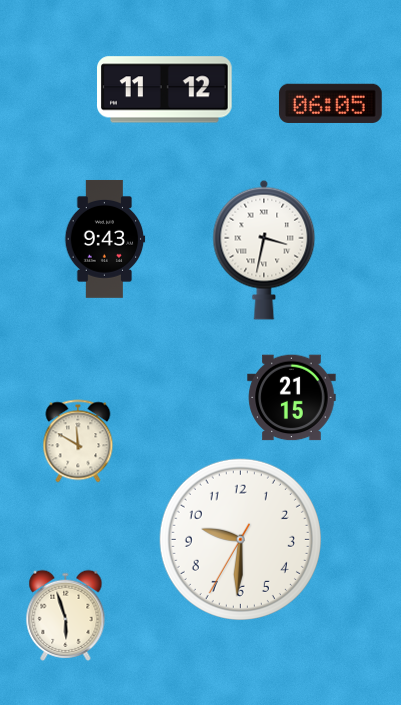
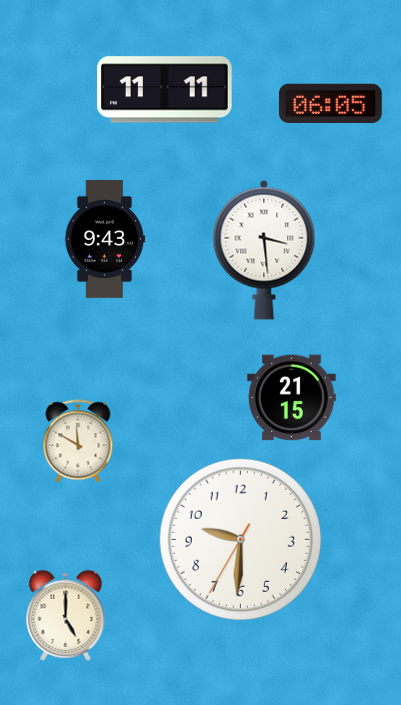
clock at (165, 90): 11:12 -> 11:11
clock at (264, 250): 3:32 -> 3:29
clock at (66, 615): 5:57 -> 5:00
